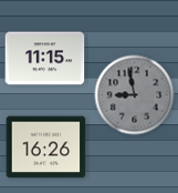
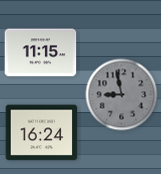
clock at (135, 95) position: (135, 95) -> (122, 95)
clock at (46, 148): 16:26 -> 16:24
